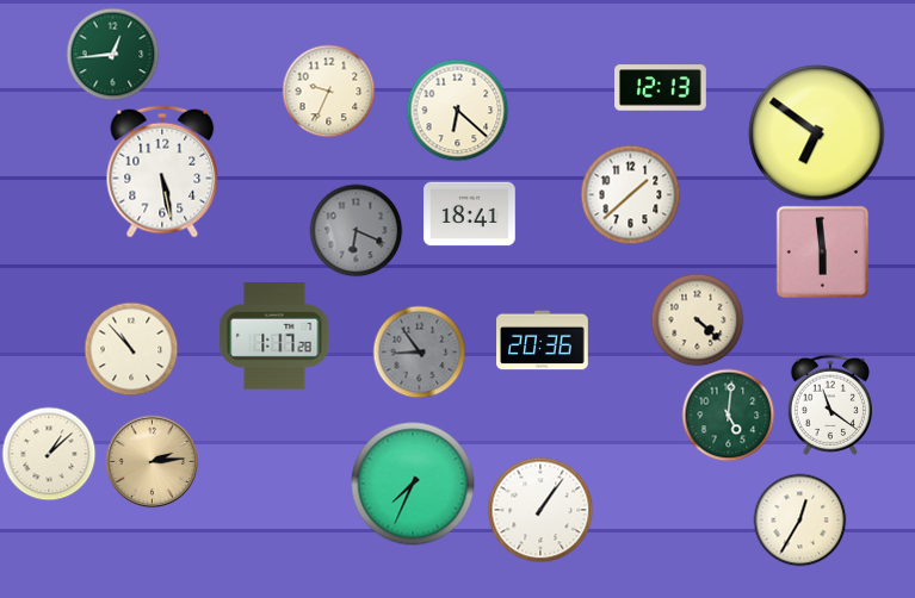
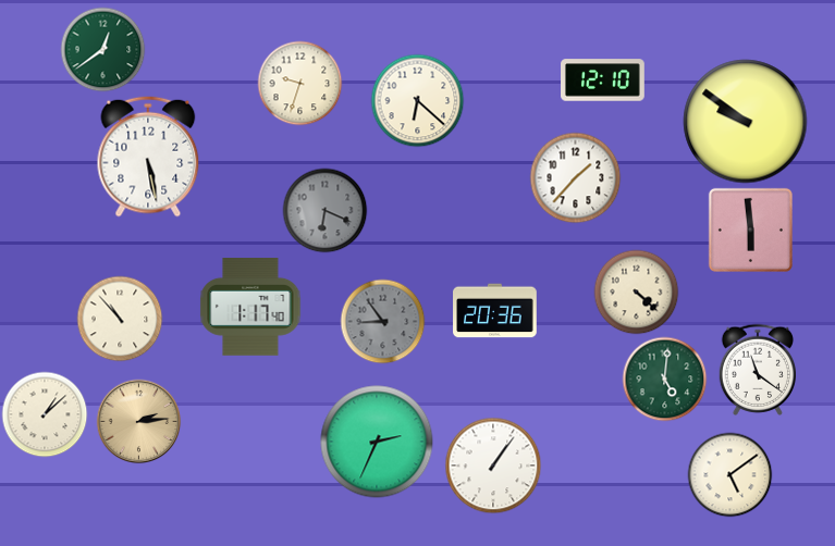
clock at (112, 54): 12:44 -> 12:39
clock at (661, 88): 12:13 -> 12:10
clock at (328, 91): 9:34 -> 9:33
clock at (817, 133): 6:51 -> 9:51
clock at (630, 194): 1:38 -> 1:37
clock at (470, 214): 18:41 -> none
clock at (274, 337): 1:17:28 -> 1:17:40
clock at (413, 484): 7:34 -> 2:34
clock at (799, 519): 12:35 -> 5:09
